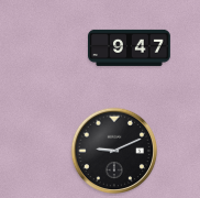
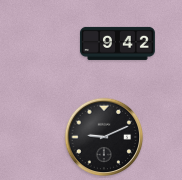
clock at (130, 47): 9:47 -> 9:42
